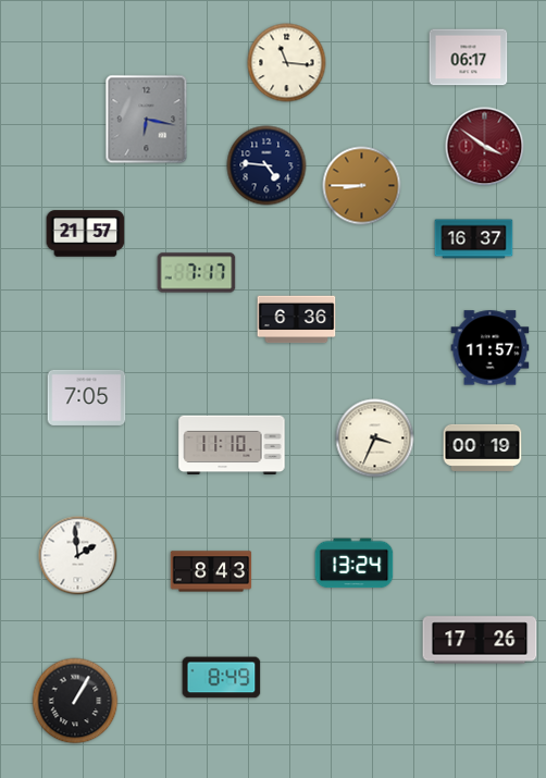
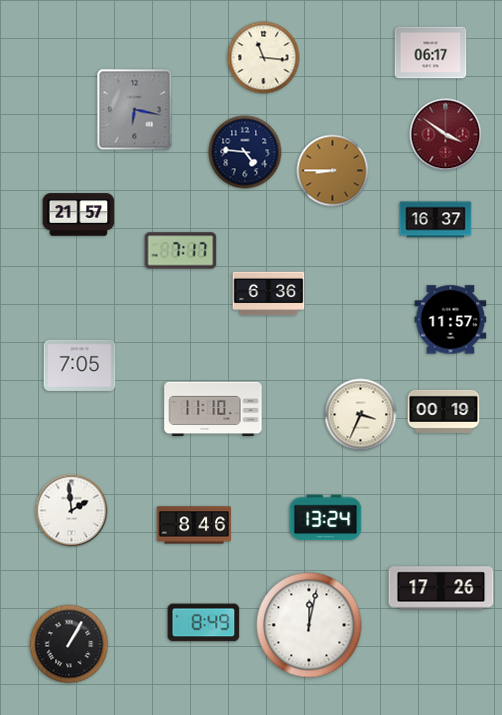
clock at (297, 320) position: (297, 320) -> (269, 294)
clock at (375, 439) position: (375, 439) -> (361, 415)
clock at (211, 571): 8:43 -> 8:46
clock at (309, 625): none -> 12:02
